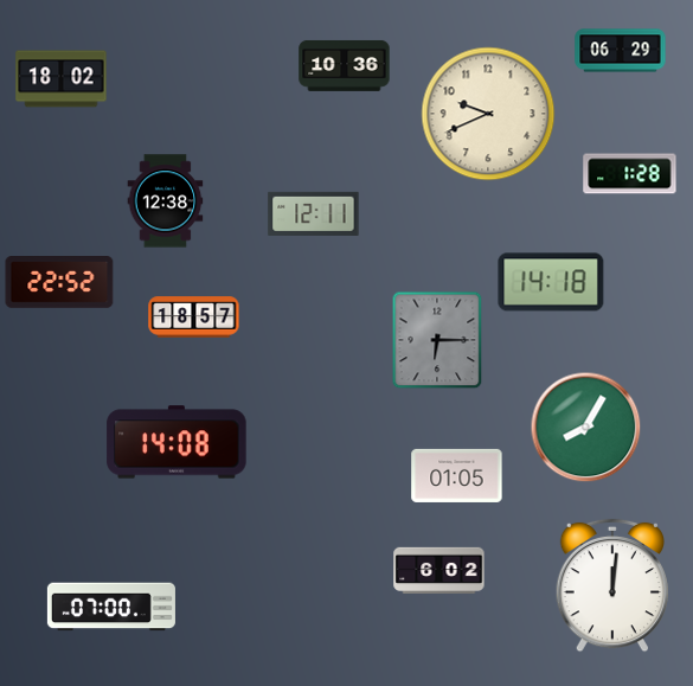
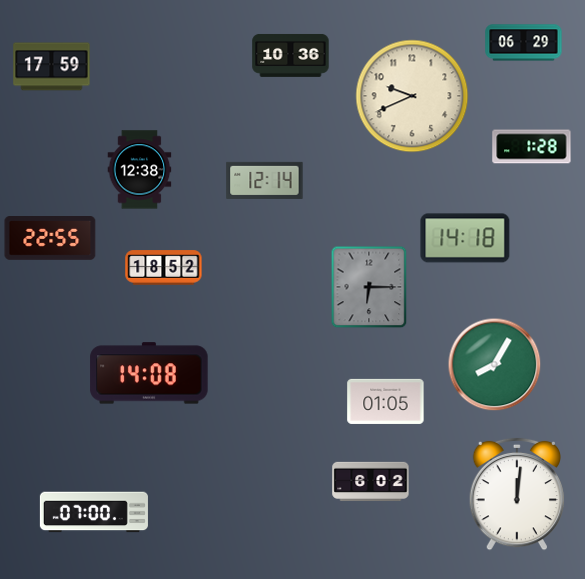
clock at (62, 79): 18:02 -> 17:59
clock at (314, 213): 12:11 -> 12:14
clock at (59, 283): 22:52 -> 22:55
clock at (194, 318): 18:57 -> 18:52
clock at (585, 427) position: (585, 427) -> (494, 364)
